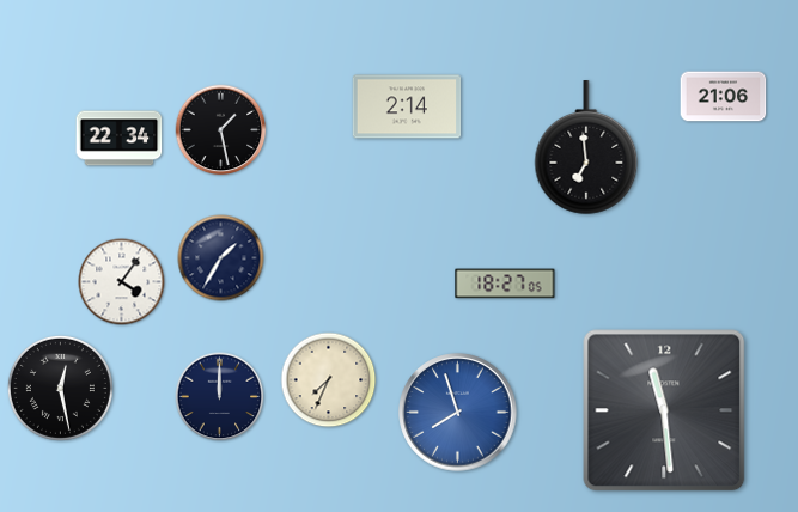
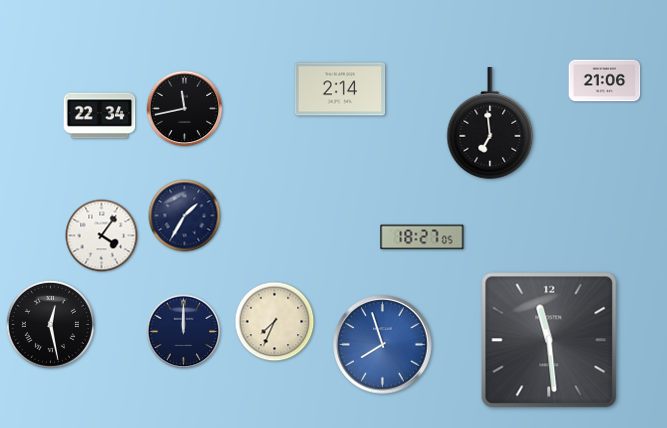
clock at (221, 130): 1:28 -> 11:43
clock at (329, 380) position: (329, 380) -> (275, 322)
clock at (664, 410) position: (664, 410) -> (549, 340)
